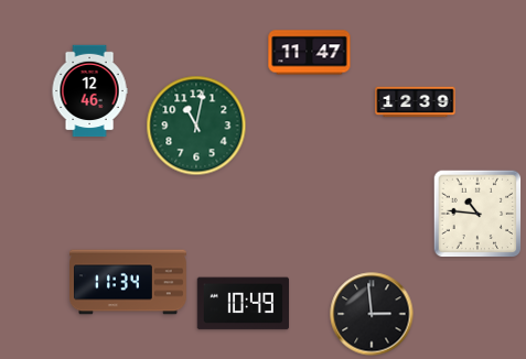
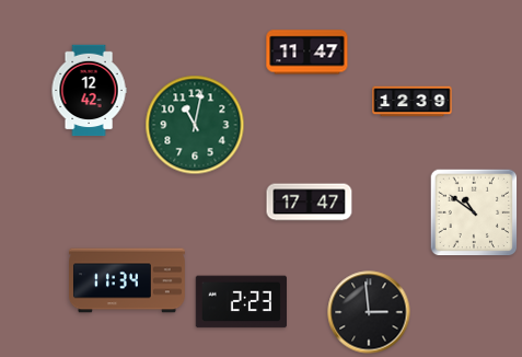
clock at (89, 91): 12:46 -> 12:42
clock at (310, 203): none -> 17:47
clock at (477, 214): 10:46 -> 10:51
clock at (243, 304): 10:49 -> 2:23
